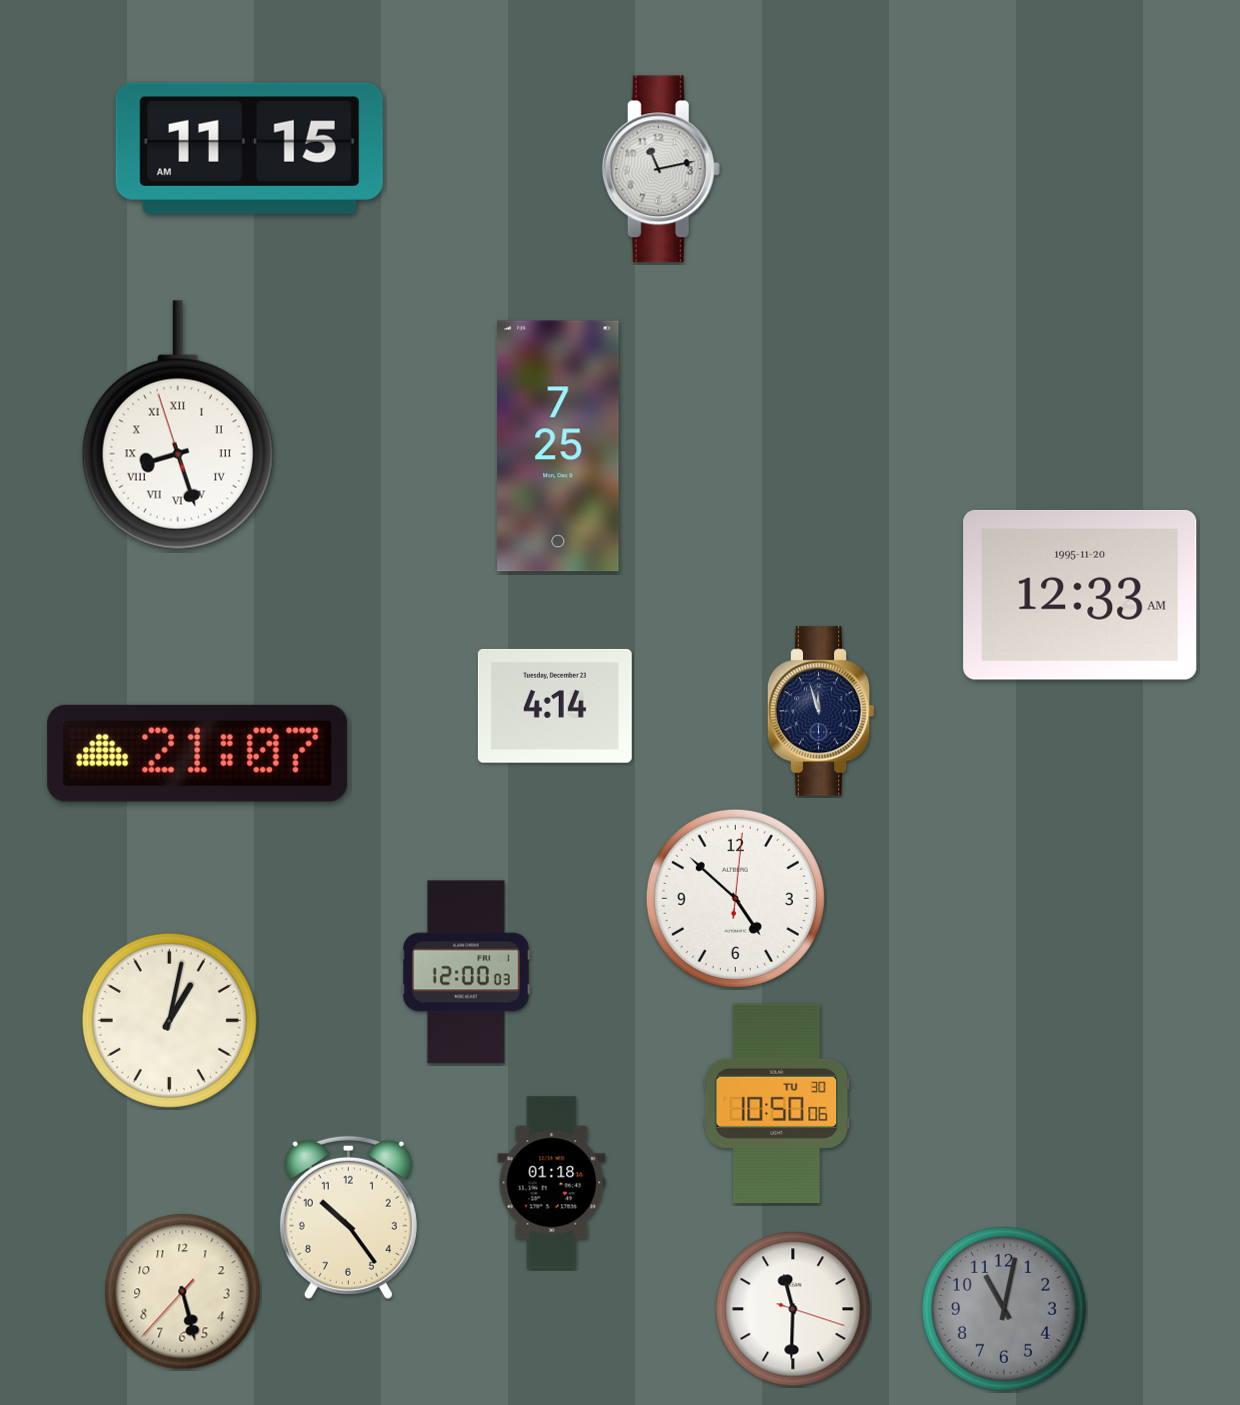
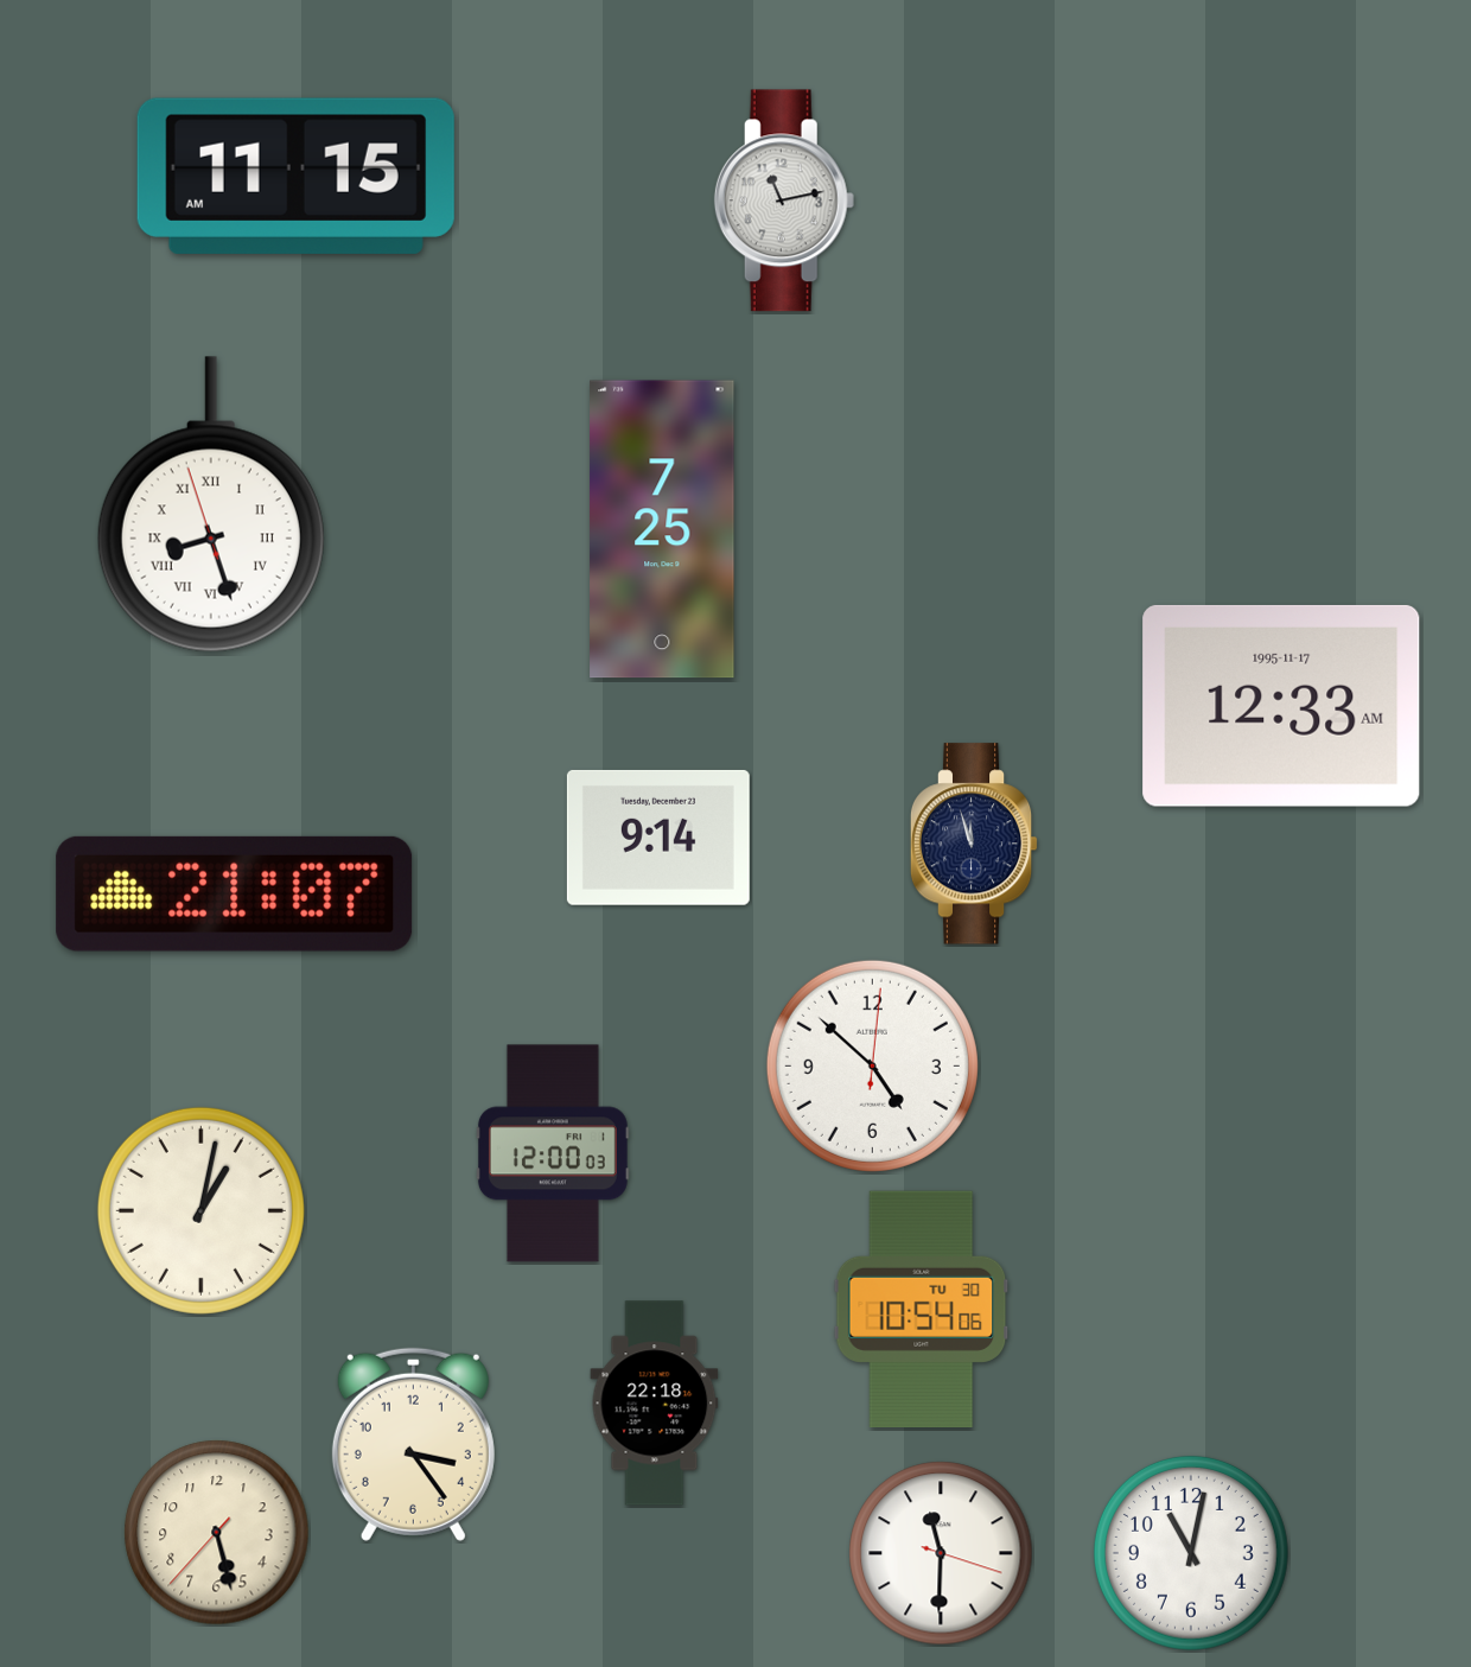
clock at (1080, 595) date: 1995-11-20 -> 1995-11-17
clock at (555, 706): 4:14 -> 9:14
clock at (777, 1103): 10:50 -> 10:54
clock at (552, 1183): 01:18 -> 22:18
clock at (348, 1217): 10:24 -> 3:24
clock at (1004, 1309) dial: grey -> white
